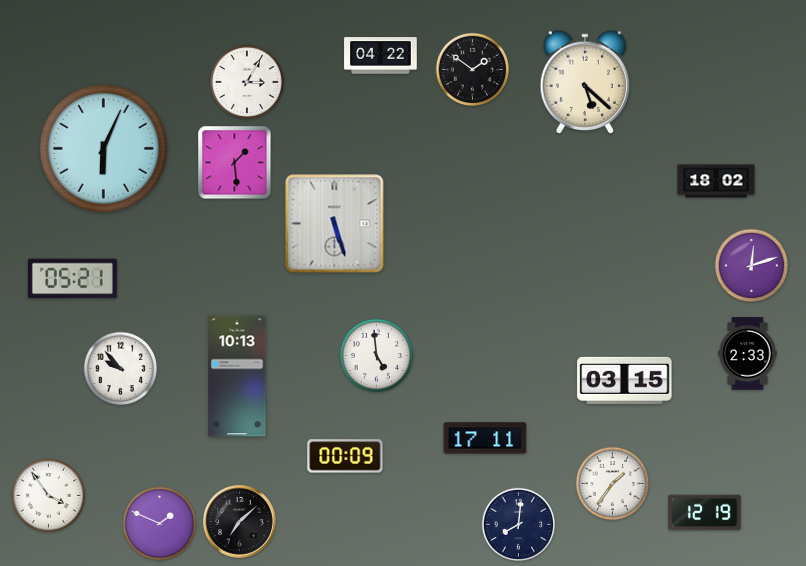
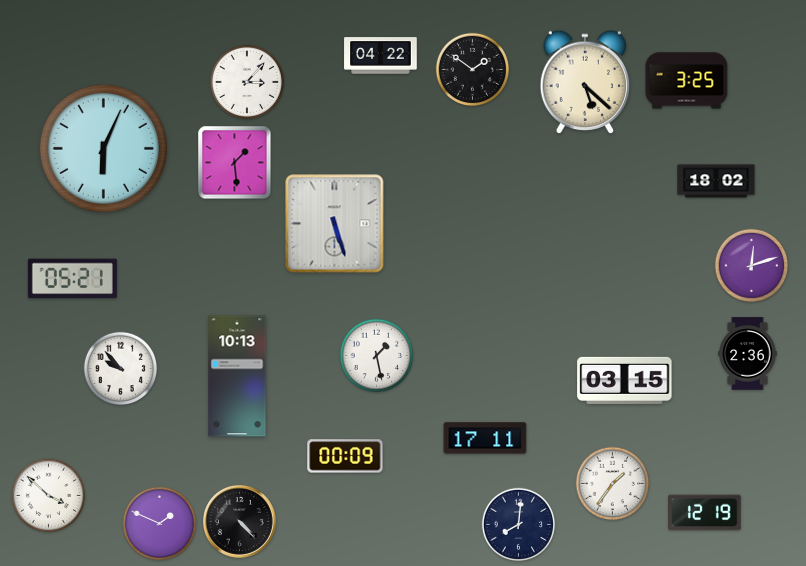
clock at (687, 81): none -> 3:25
clock at (247, 82): 3:05 -> 3:07
clock at (748, 354): 2:33 -> 2:36
clock at (377, 356): 4:59 -> 1:28
clock at (49, 496): 3:54 -> 3:52
clock at (240, 522): 7:08 -> 4:23
